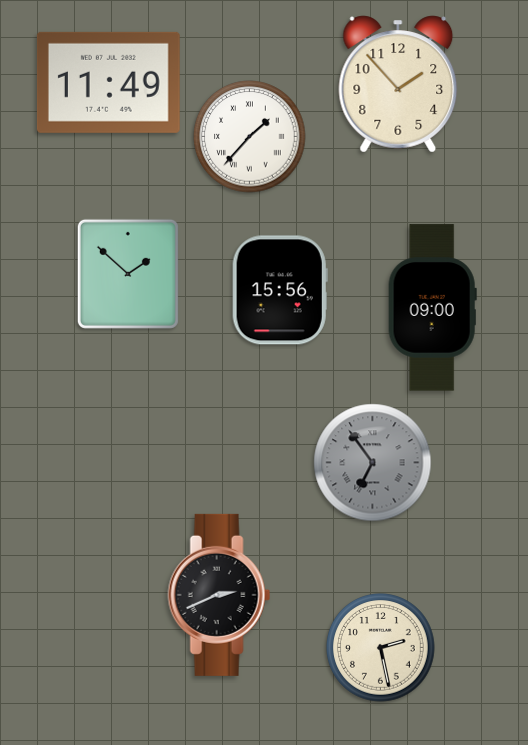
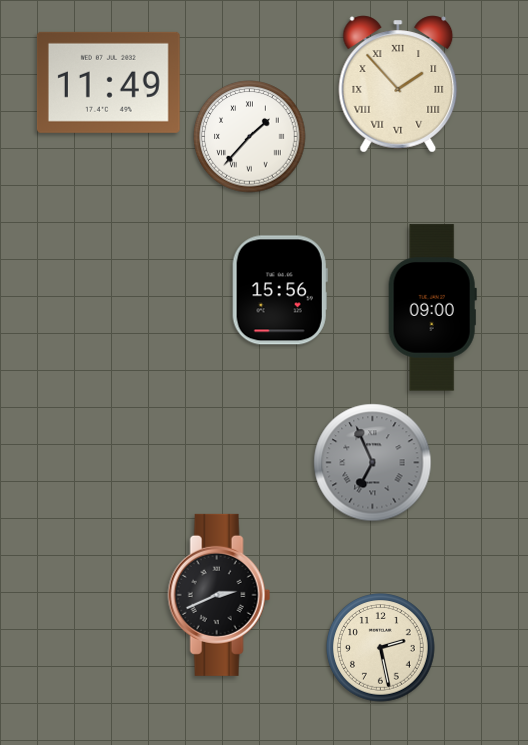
clock at (398, 84) numerals: Arabic -> Roman
clock at (128, 274): 1:52 -> none
clock at (373, 463): 6:54 -> 6:56
